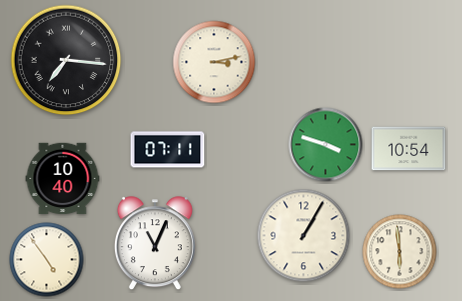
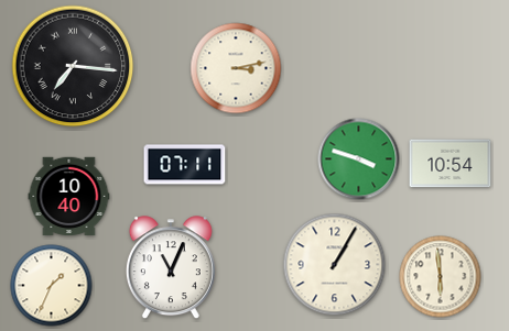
clock at (304, 236) position: (304, 236) -> (335, 265)
clock at (47, 260): 4:54 -> 1:34
